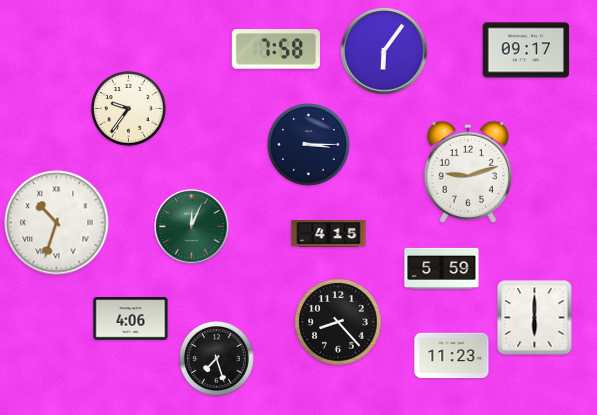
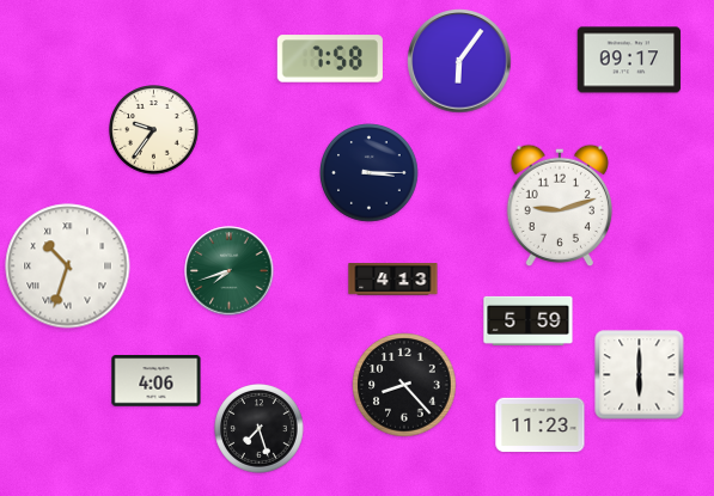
clock at (192, 227): 12:04 -> 7:42
clock at (329, 234): 4:15 -> 4:13
clock at (535, 318) position: (535, 318) -> (640, 375)
